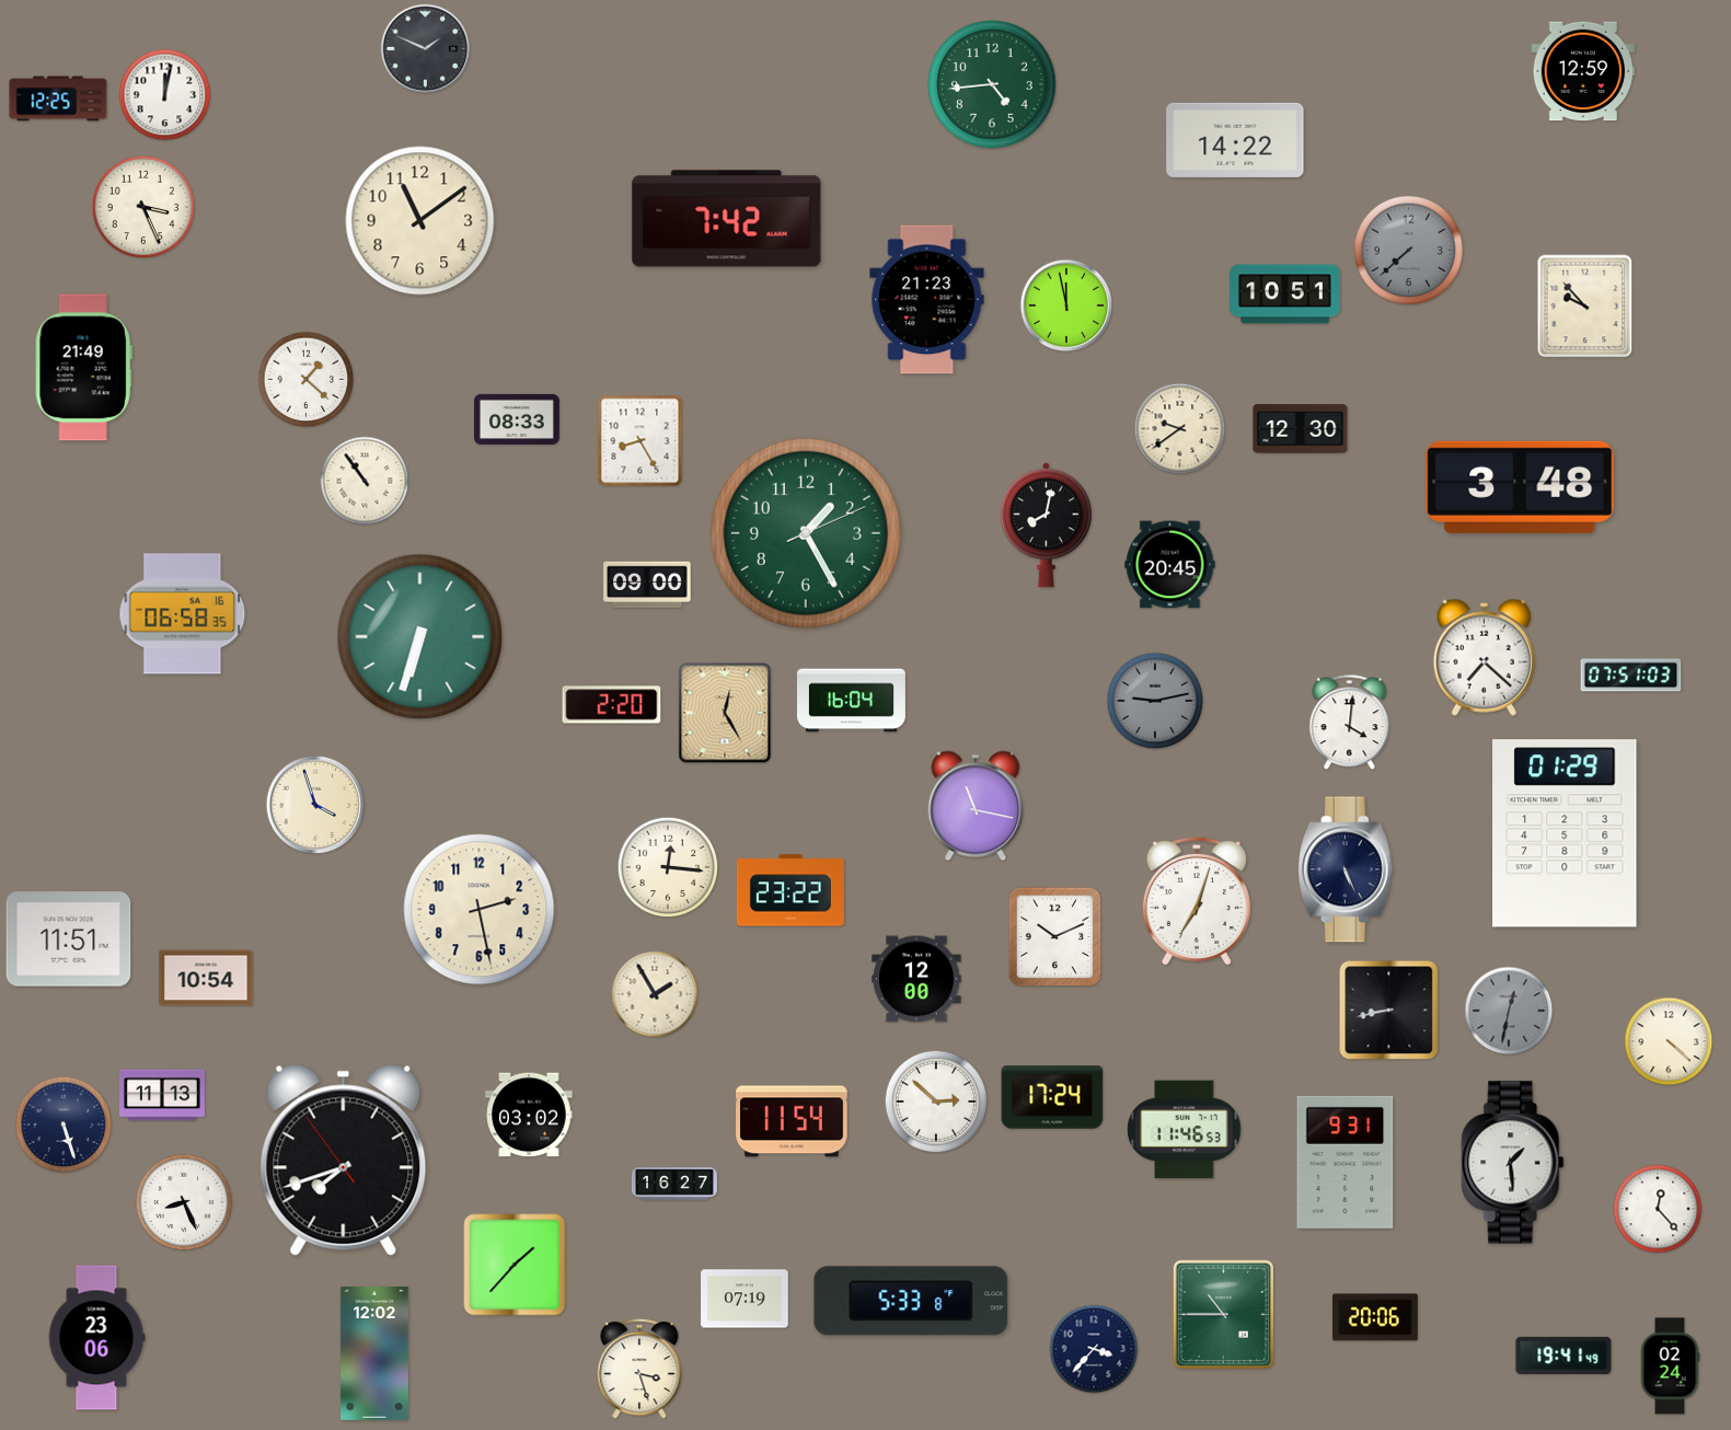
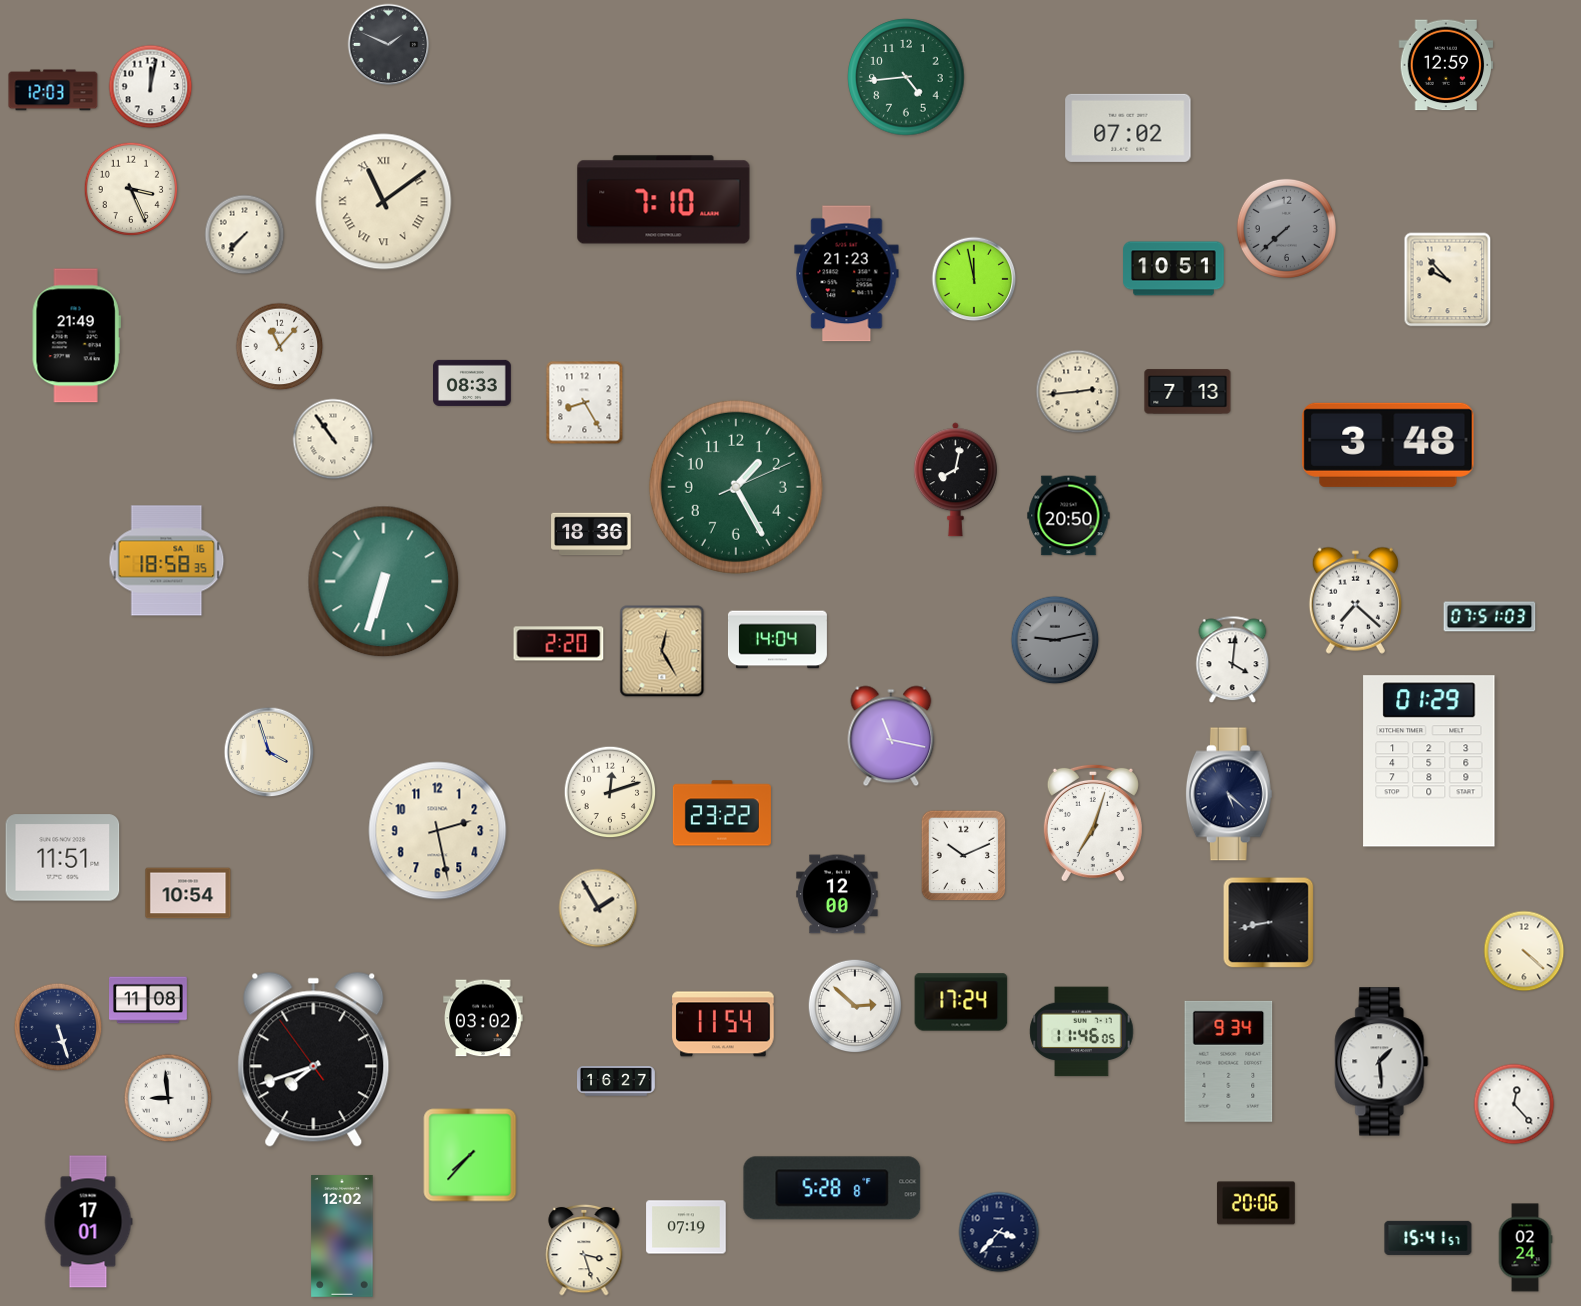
clock at (58, 99): 12:25 -> 12:03
clock at (1235, 140): 14:22 -> 07:02
clock at (727, 219): 7:42 -> 7:10
clock at (420, 221) numerals: Arabic -> Roman
clock at (245, 235): none -> 7:37
clock at (307, 380): 1:22 -> 11:07
clock at (1180, 429): 9:39 -> 2:44
clock at (1301, 429): 12:30 -> 7:13
clock at (1170, 565): 20:45 -> 20:50
clock at (647, 585): 09:00 -> 18:36
clock at (183, 614): 06:58 -> 18:58
clock at (851, 701): 16:04 -> 14:04
clock at (315, 805) position: (315, 805) -> (269, 752)
clock at (668, 867): 12:16 -> 12:12
clock at (1346, 869): 5:26 -> 5:22
clock at (1509, 1011): 12:32 -> none
clock at (163, 1095): 11:13 -> 11:08
clock at (1185, 1130): 11:46:53 -> 11:46:05
clock at (1346, 1162): 9:31 -> 9:34
clock at (184, 1202): 8:26 -> 8:59
clock at (515, 1265): 1:37 -> 7:37
clock at (745, 1299) position: (745, 1299) -> (686, 1227)
clock at (911, 1301): 5:33 -> 5:28
clock at (1224, 1315): 10:45 -> none
clock at (96, 1338): 23:06 -> 17:01
clock at (1563, 1356): 19:41 -> 15:41
